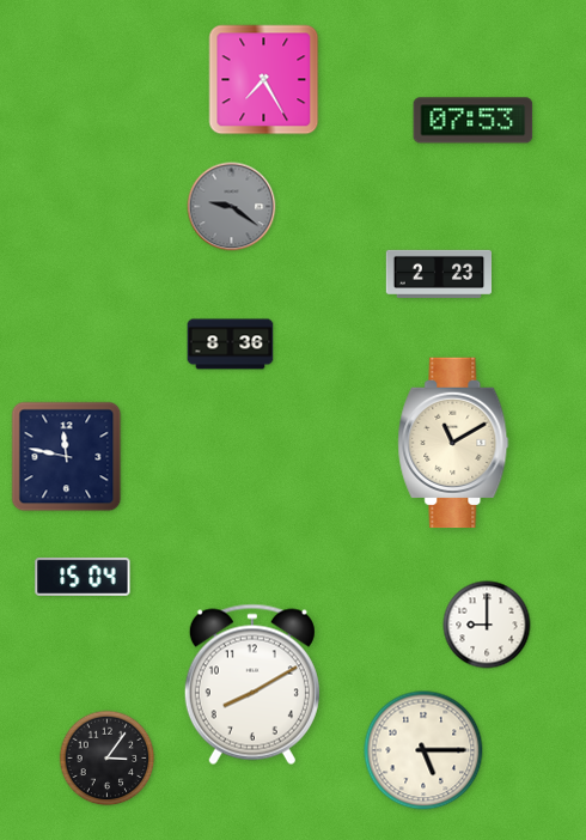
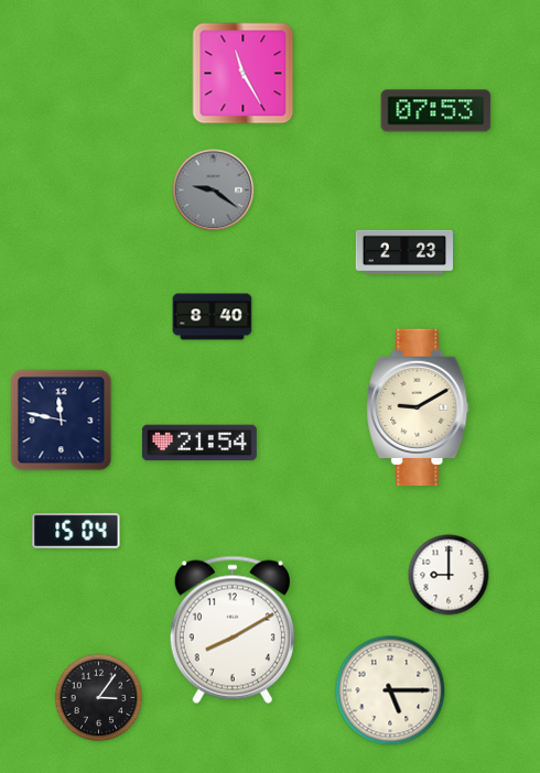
clock at (264, 80): 7:25 -> 11:25
clock at (231, 345): 8:36 -> 8:40
clock at (453, 443): 11:10 -> 9:10
clock at (199, 443): none -> 21:54
